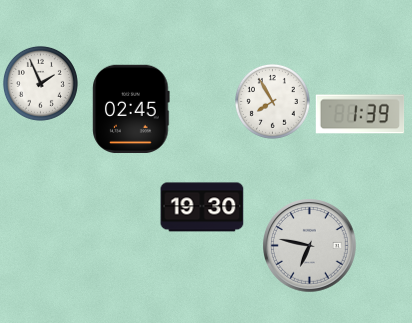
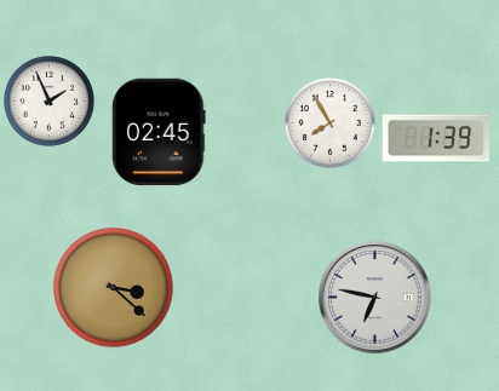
clock at (202, 207): 19:30 -> none
clock at (114, 288): none -> 3:22
